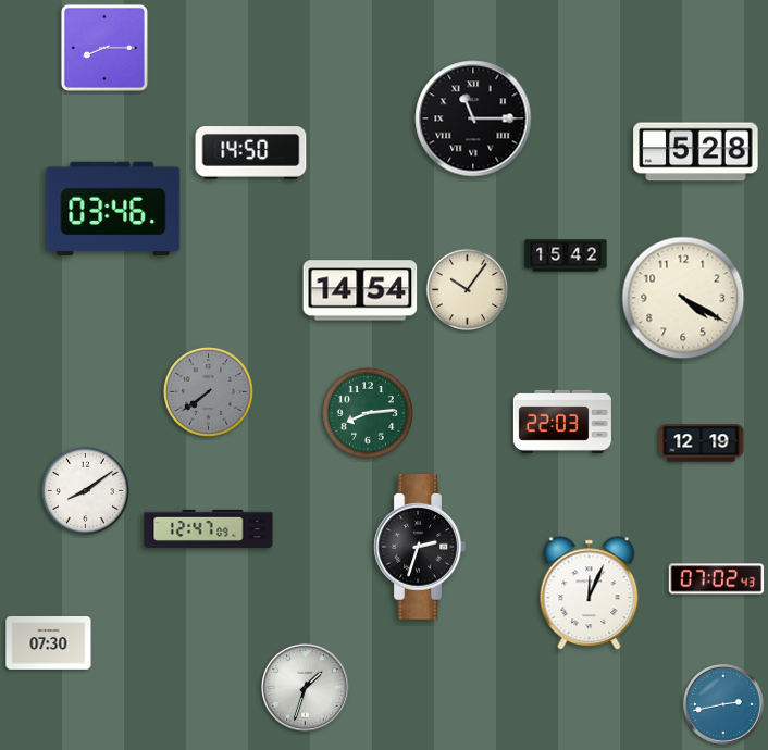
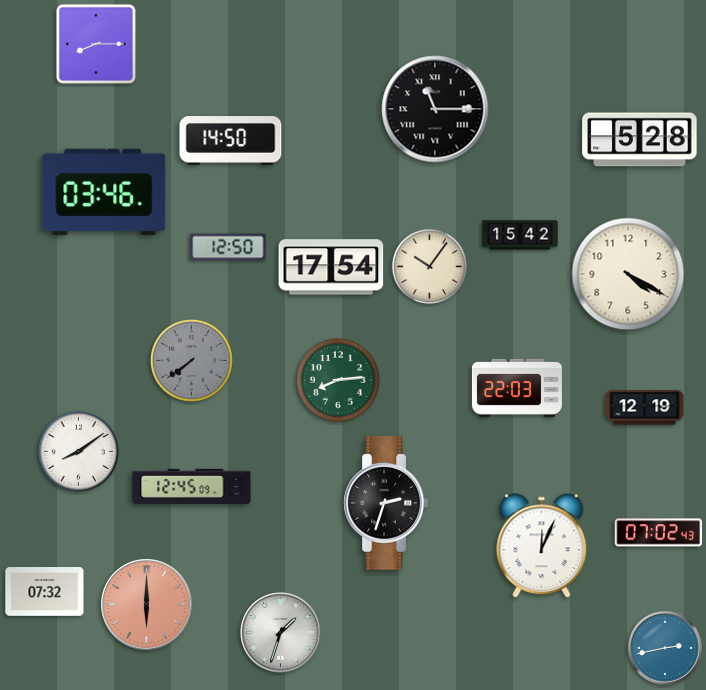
clock at (228, 247): none -> 12:50
clock at (360, 290): 14:54 -> 17:54
clock at (209, 528): 12:47 -> 12:45
clock at (49, 643): 07:30 -> 07:32
clock at (147, 605): none -> 6:00
